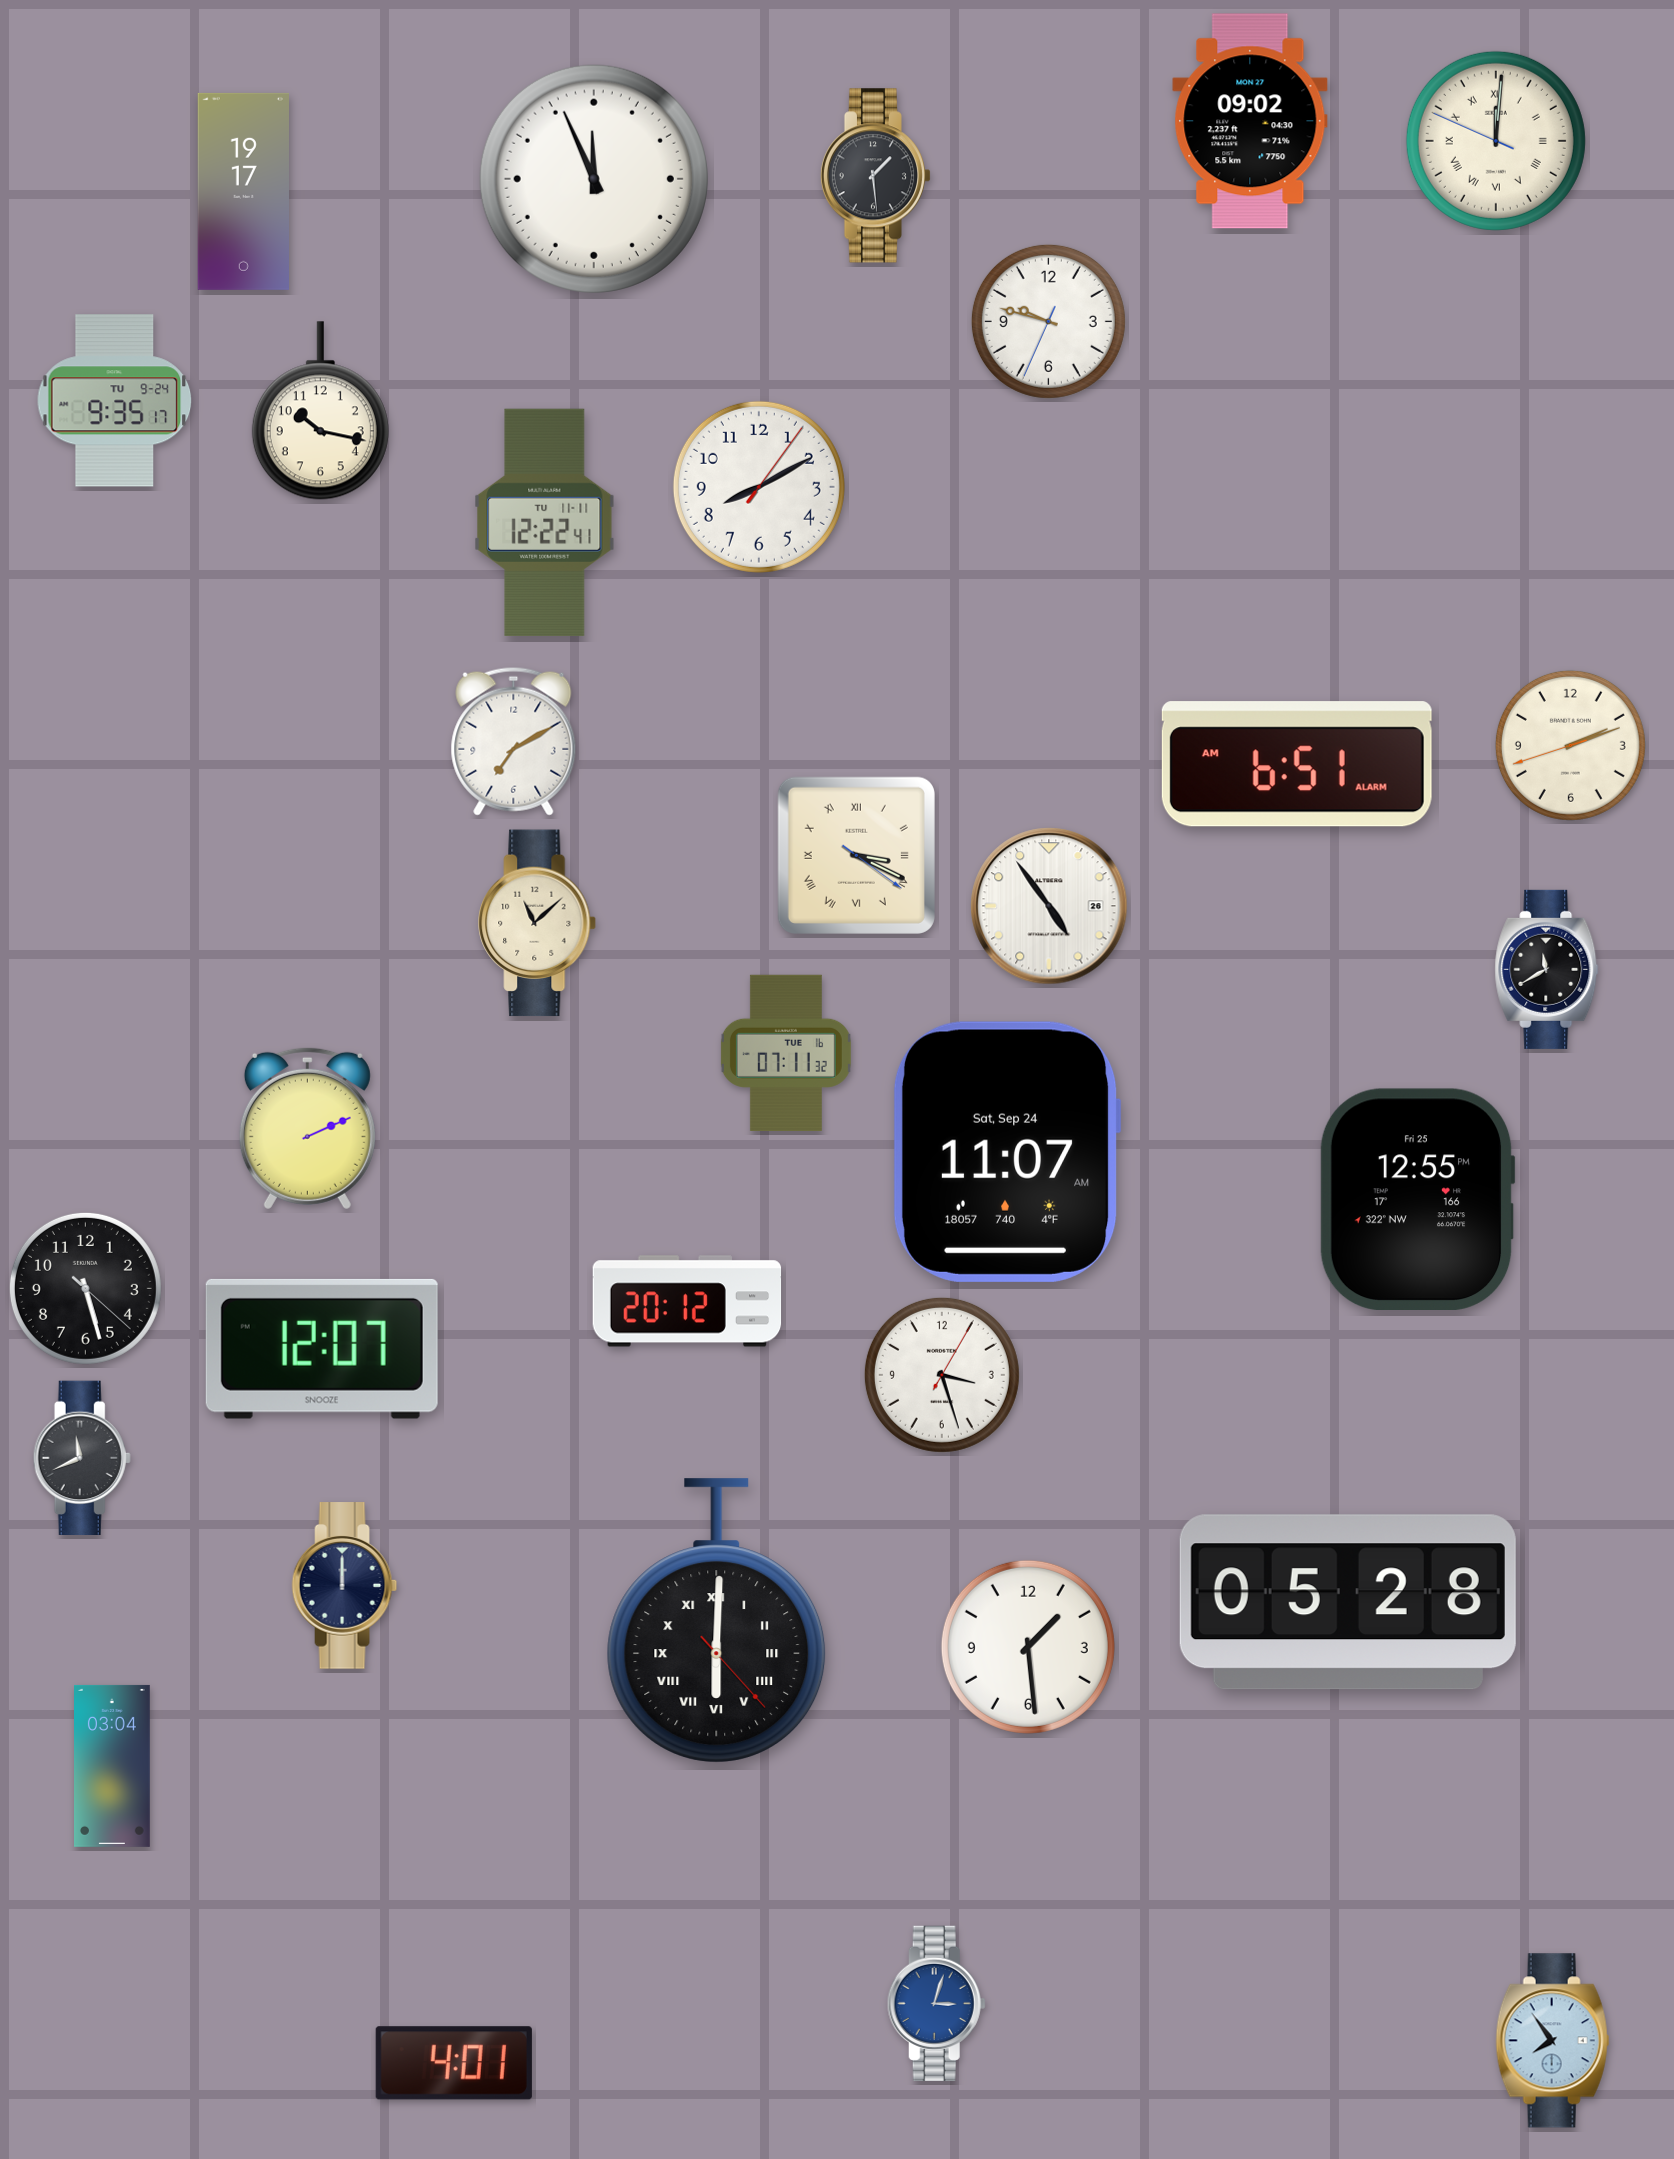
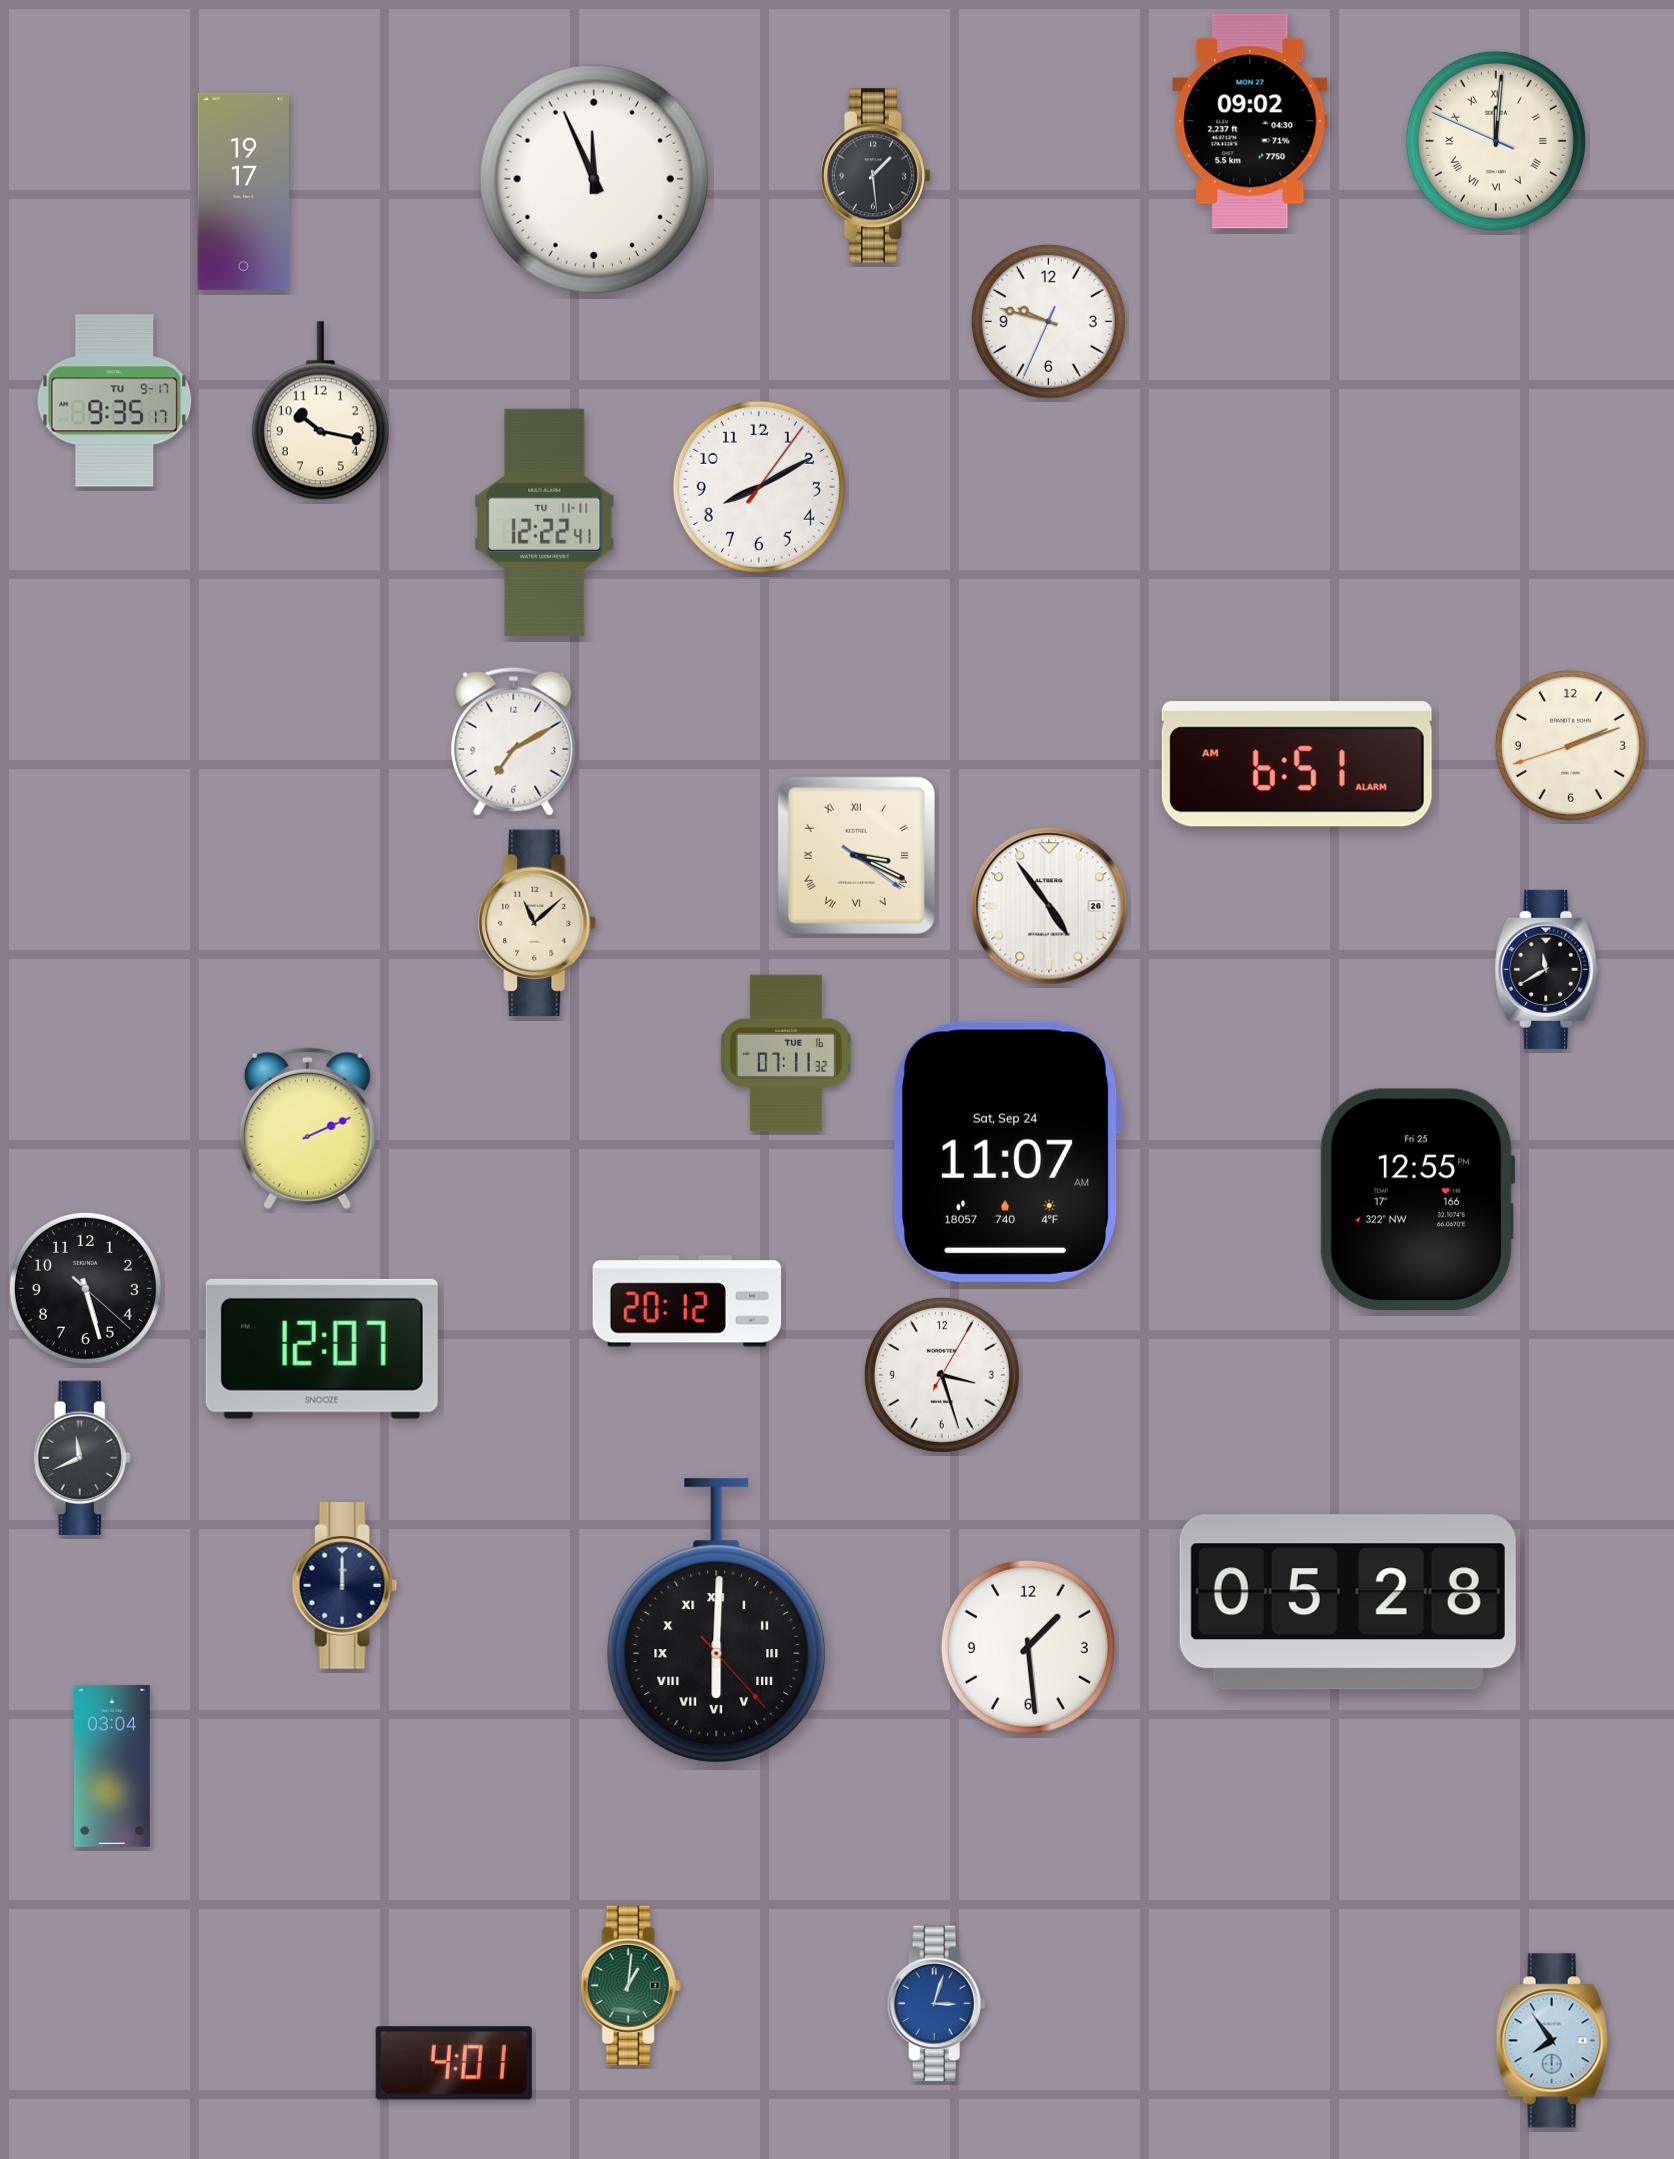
clock at (115, 401) date: TU 9-24 -> TU 9-17
clock at (630, 1985): none -> 1:01
